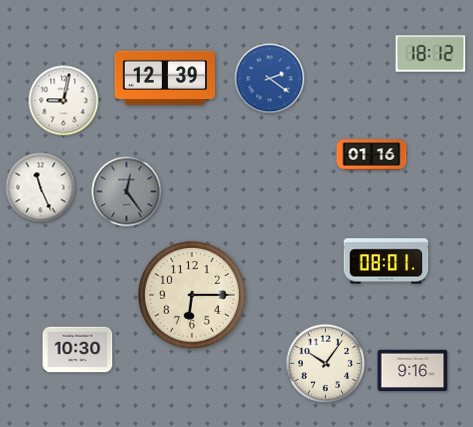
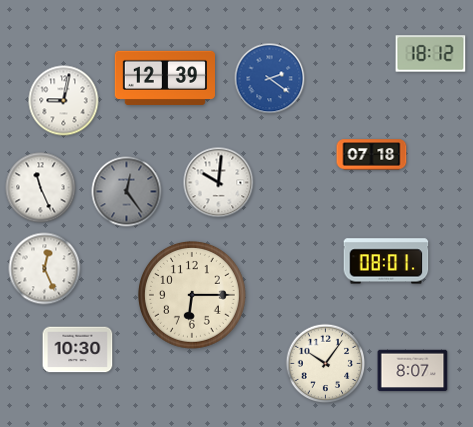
clock at (372, 155): 01:16 -> 07:18
clock at (219, 183): none -> 10:01
clock at (45, 269): none -> 12:26
clock at (413, 371): 9:16 -> 8:07
